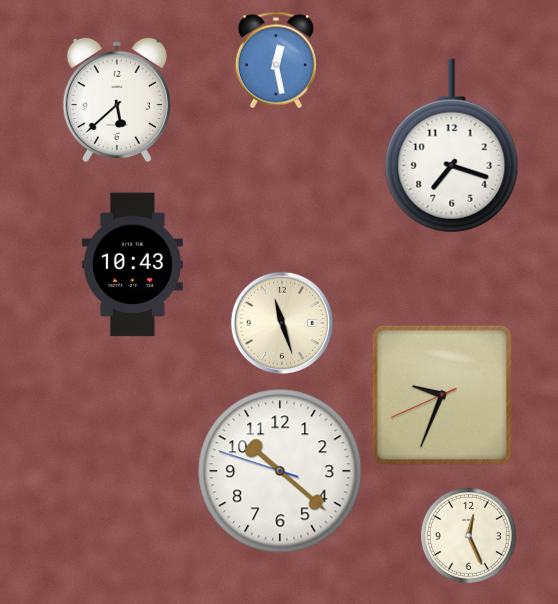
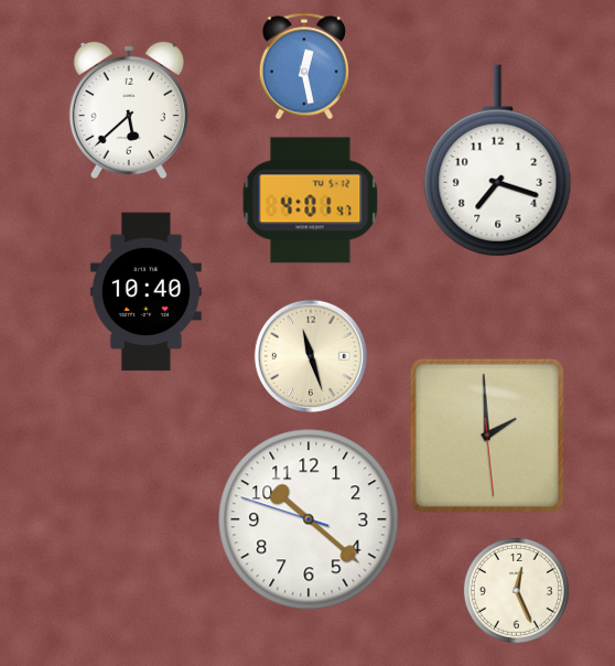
clock at (311, 201): none -> 4:01
clock at (132, 265): 10:43 -> 10:40
clock at (442, 395): 9:33 -> 1:59
